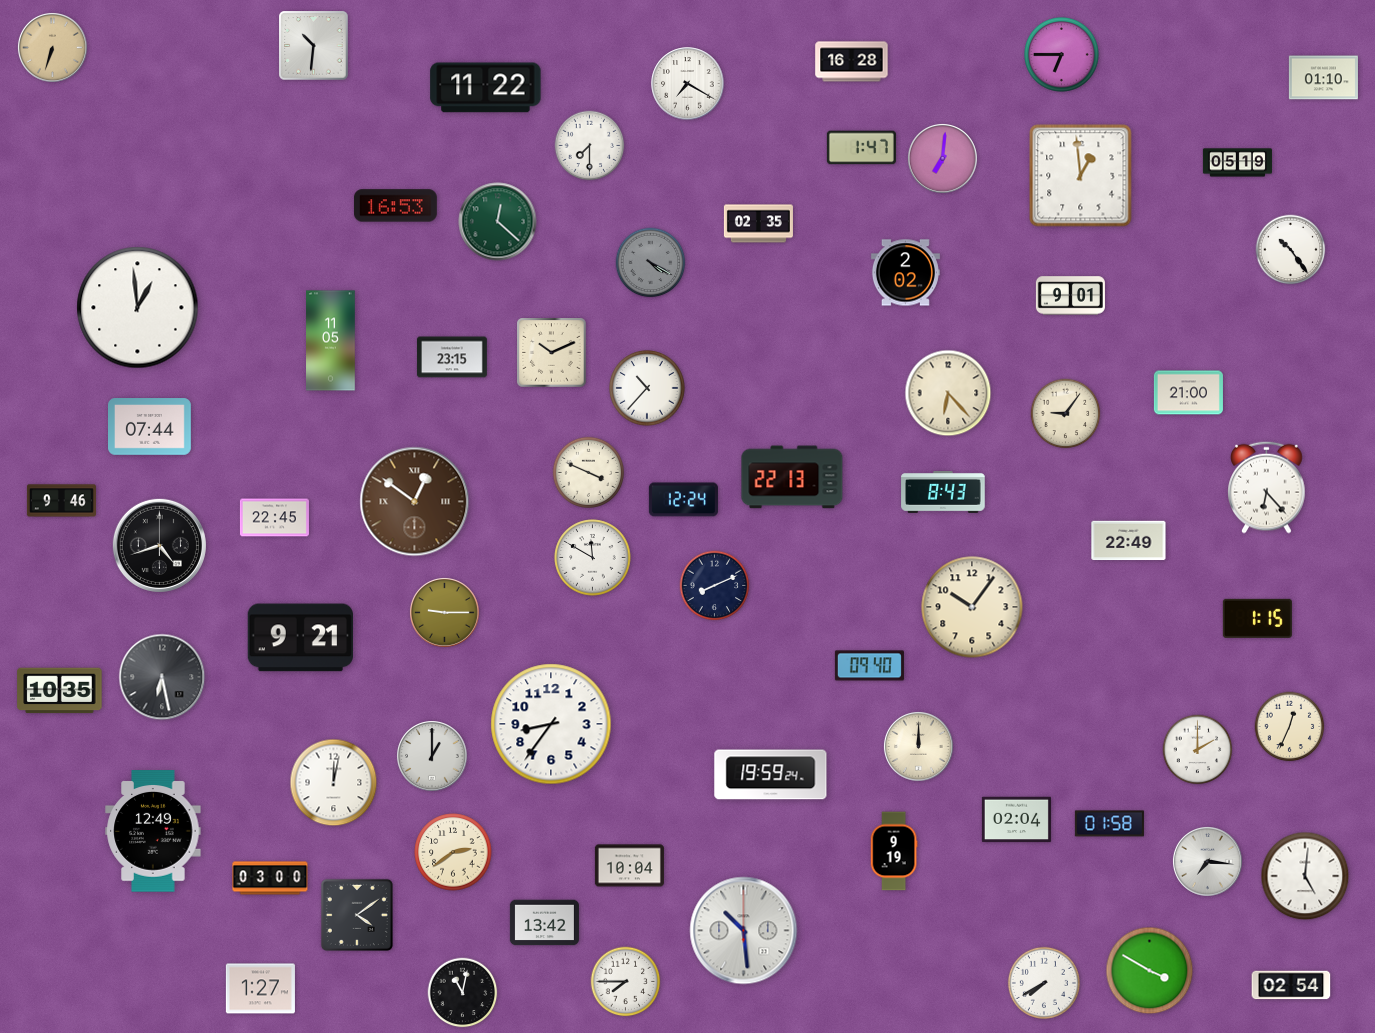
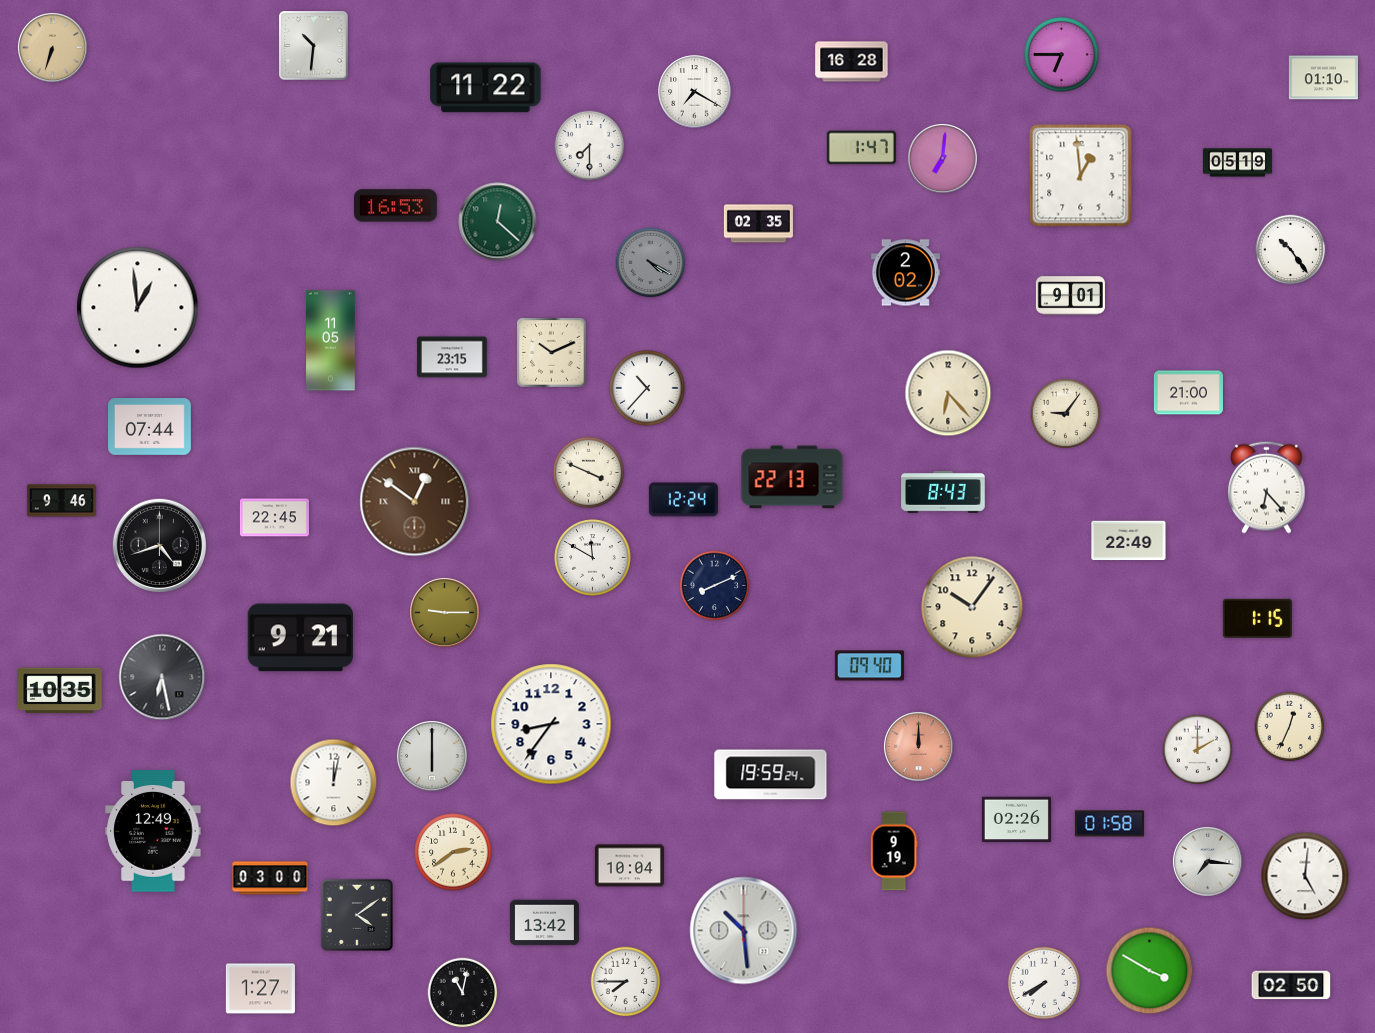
clock at (688, 84) position: (688, 84) -> (695, 92)
clock at (918, 746) dial: cream -> salmon
clock at (433, 757): 1:00 -> 6:00
clock at (1016, 820): 02:04 -> 02:26
clock at (1291, 985): 02:54 -> 02:50
